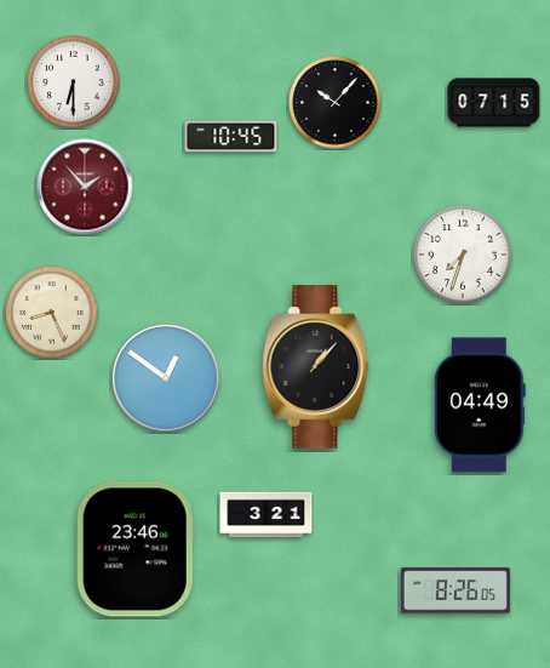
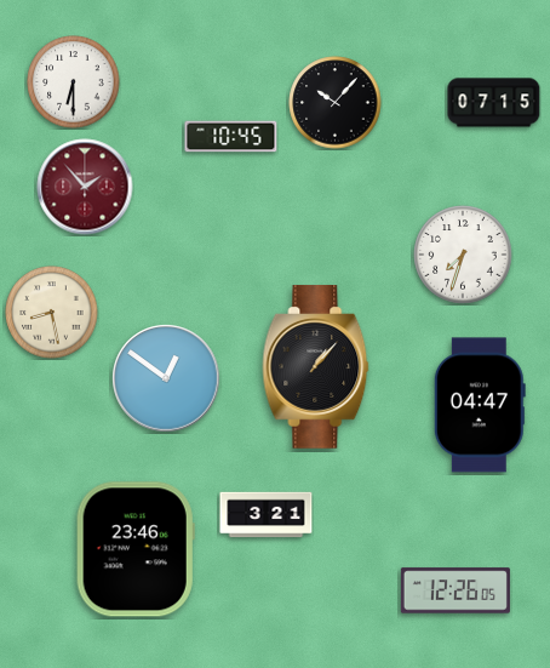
clock at (52, 313): 8:26 -> 8:28
clock at (480, 405): 04:49 -> 04:47
clock at (456, 590): 8:26 -> 12:26
